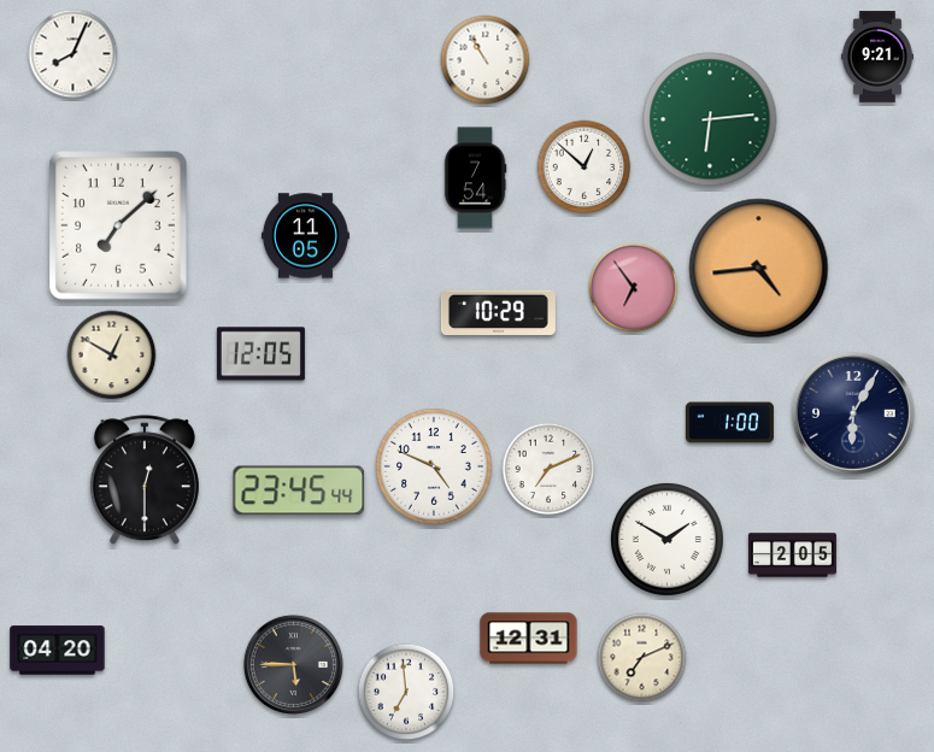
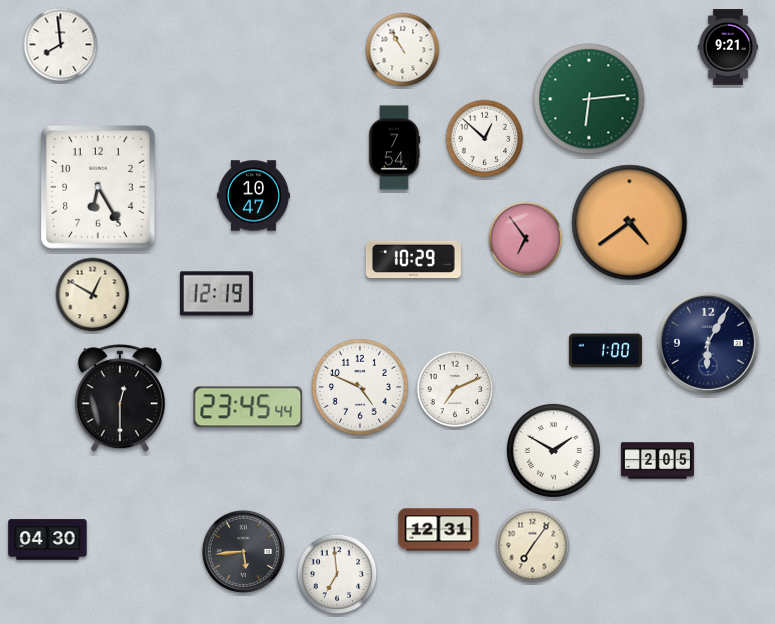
clock at (74, 54): 8:04 -> 7:59
clock at (119, 227): 7:08 -> 6:25
clock at (305, 236): 11:05 -> 10:47
clock at (759, 269): 4:44 -> 4:39
clock at (260, 354): 12:05 -> 12:19
clock at (666, 539) position: (666, 539) -> (553, 450)
clock at (58, 651): 04:20 -> 04:30
clock at (642, 658): 7:11 -> 7:06
clock at (293, 664): 5:45 -> 5:44
